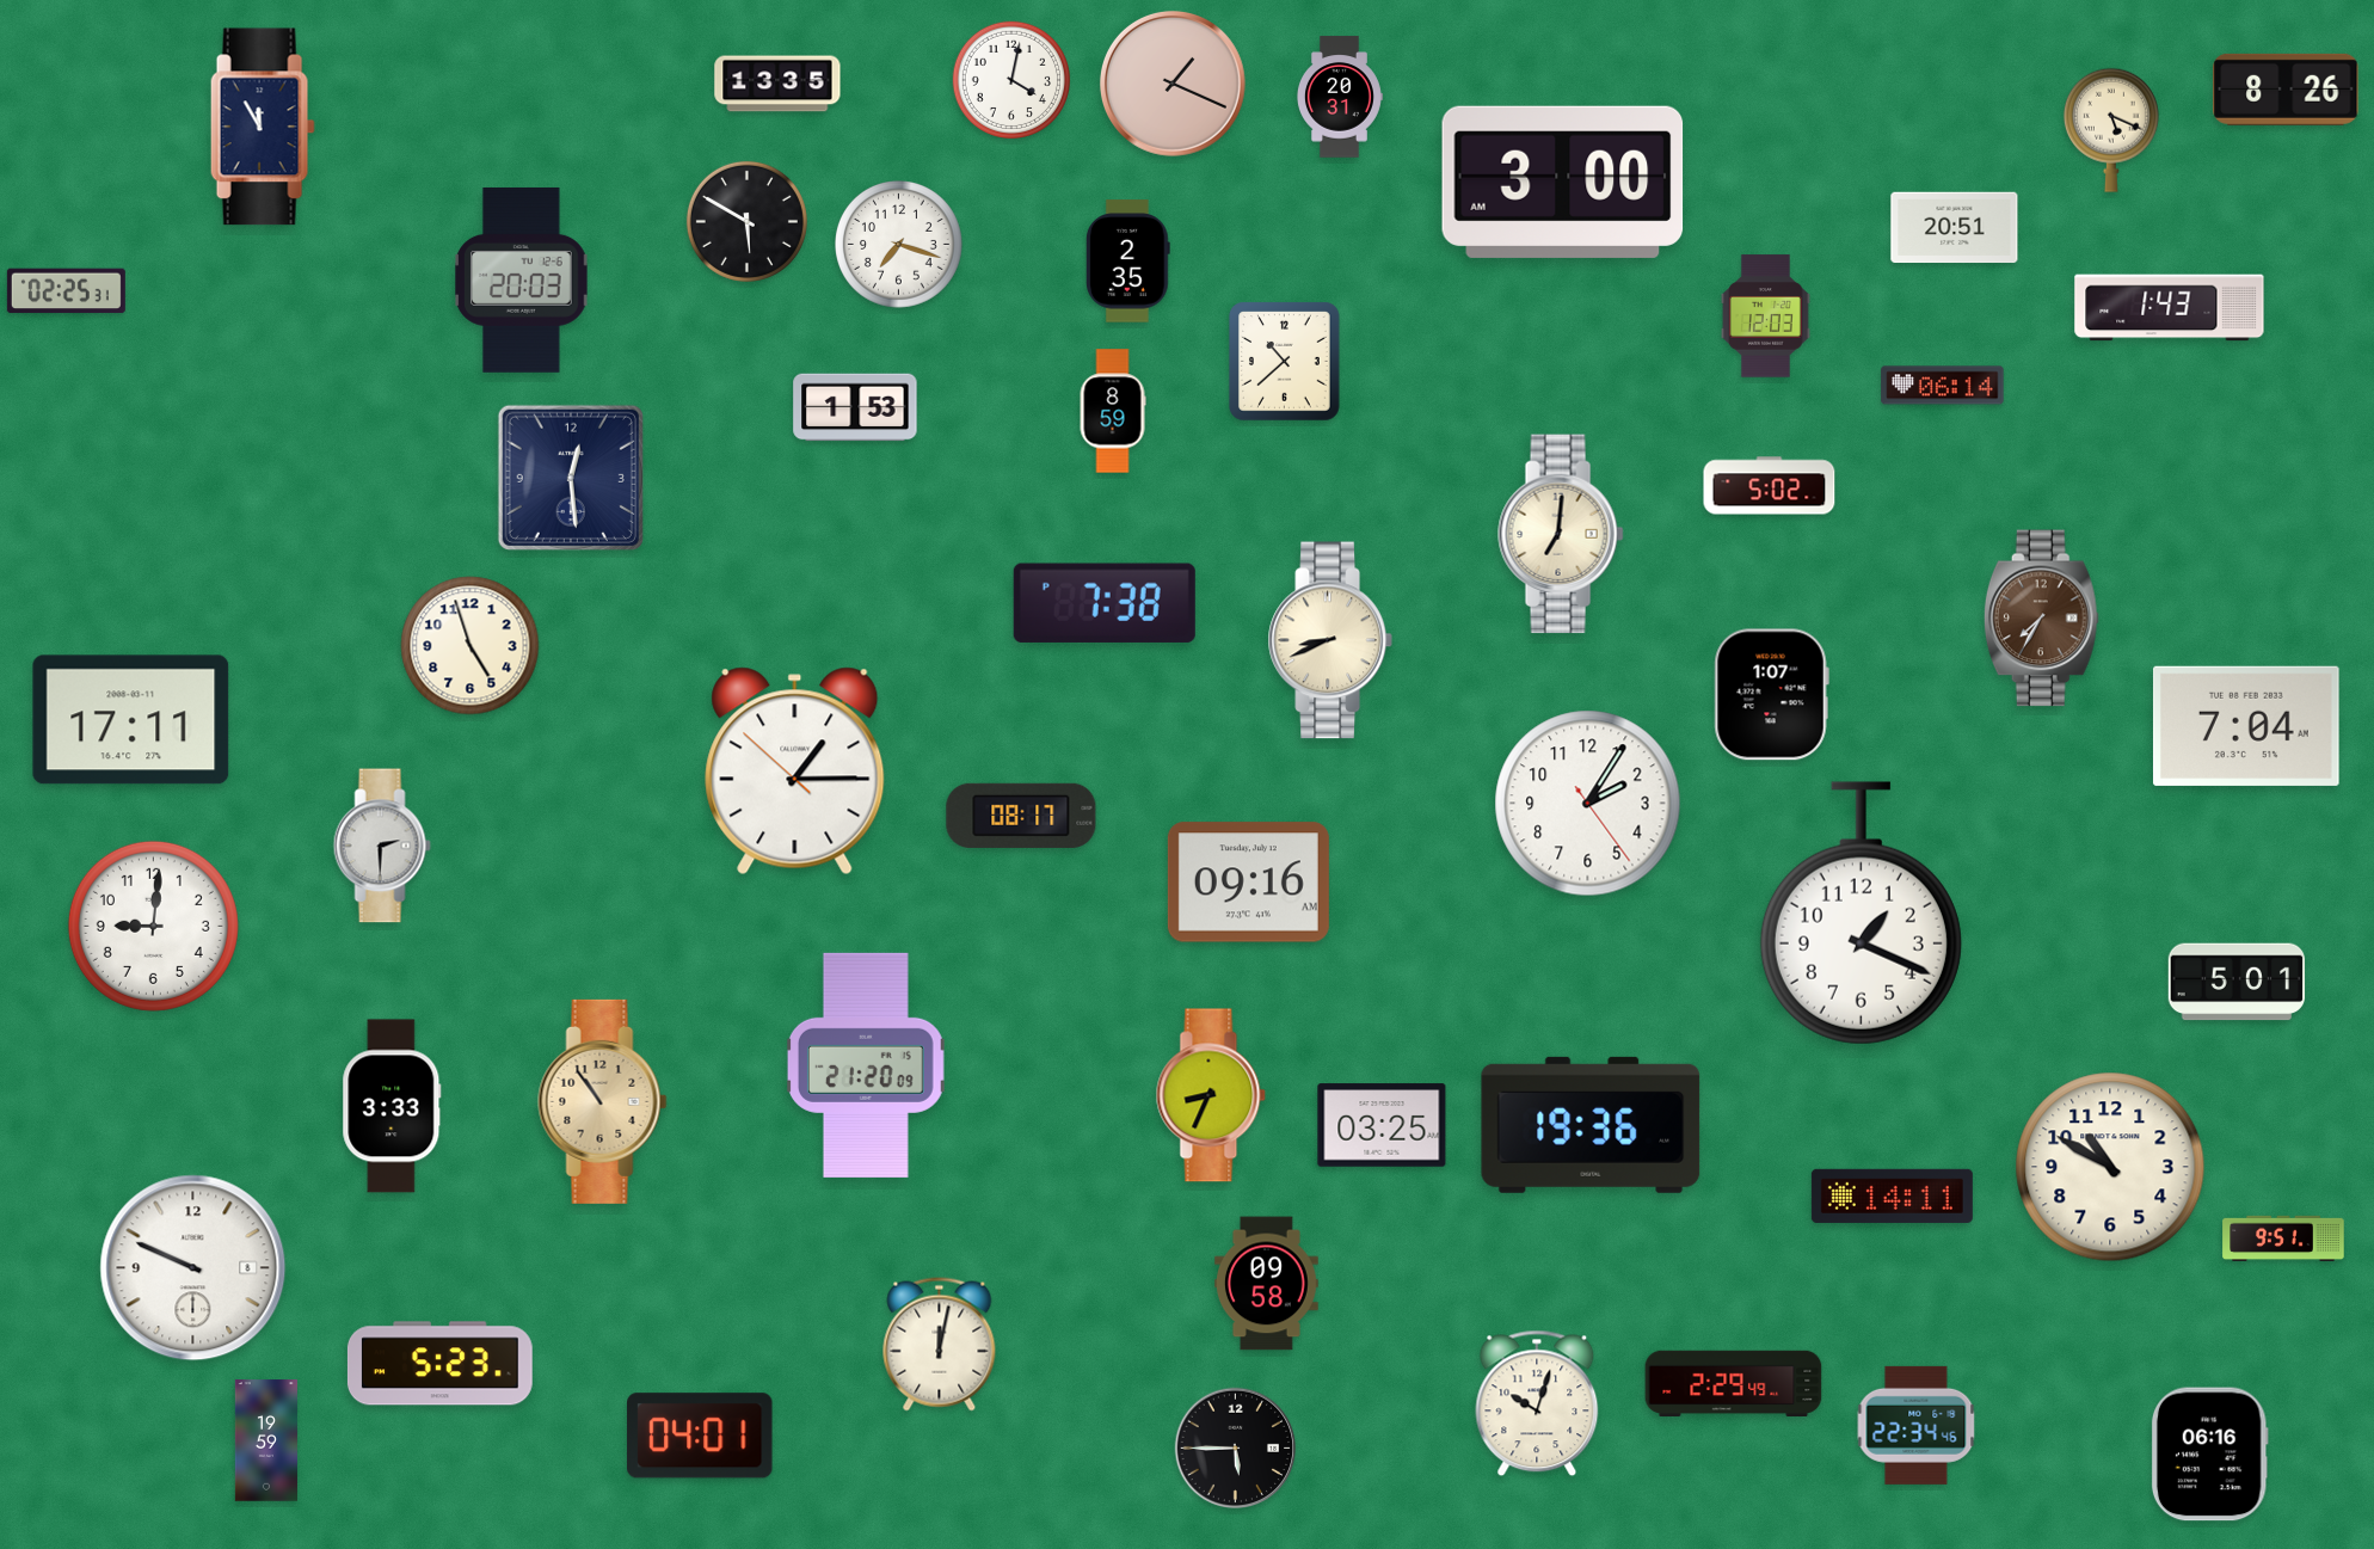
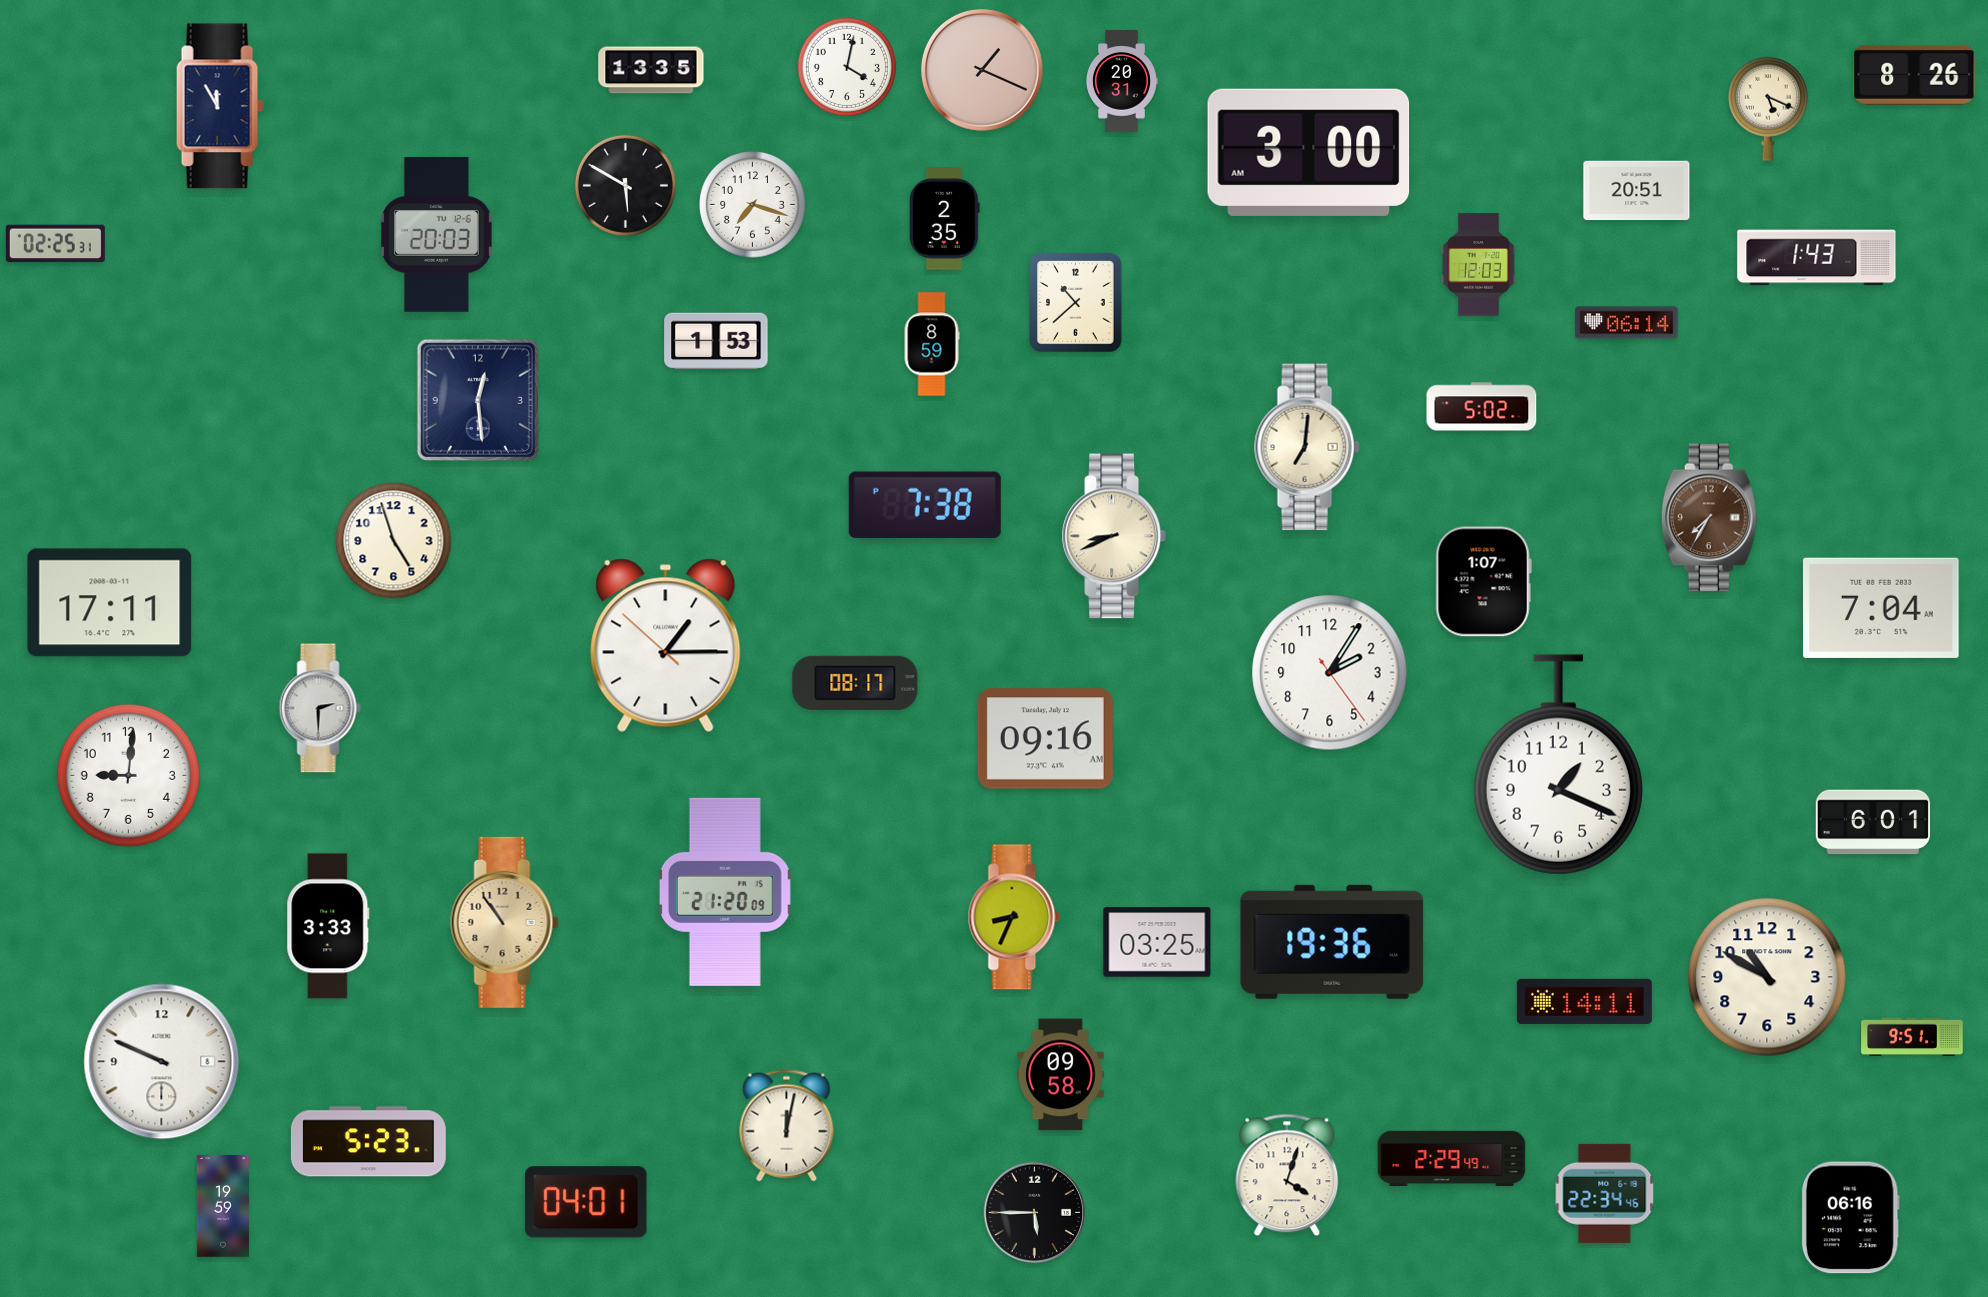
clock at (2237, 982): 5:01 -> 6:01
clock at (1537, 1403): 10:03 -> 4:03
